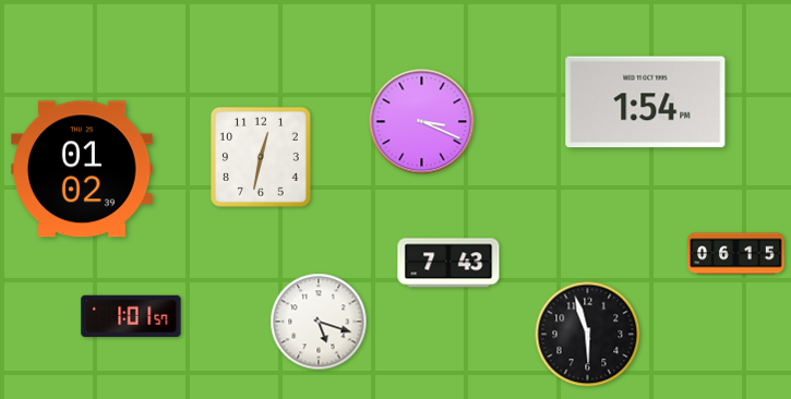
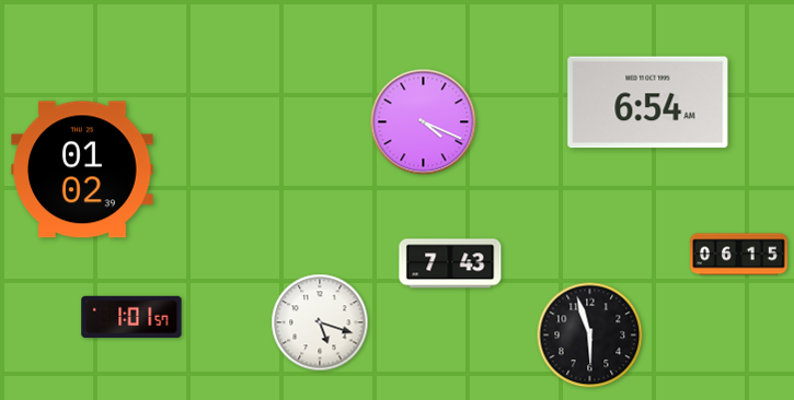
clock at (646, 102): 1:54 -> 6:54
clock at (422, 122): 3:19 -> 4:19
clock at (261, 157): 12:32 -> none
